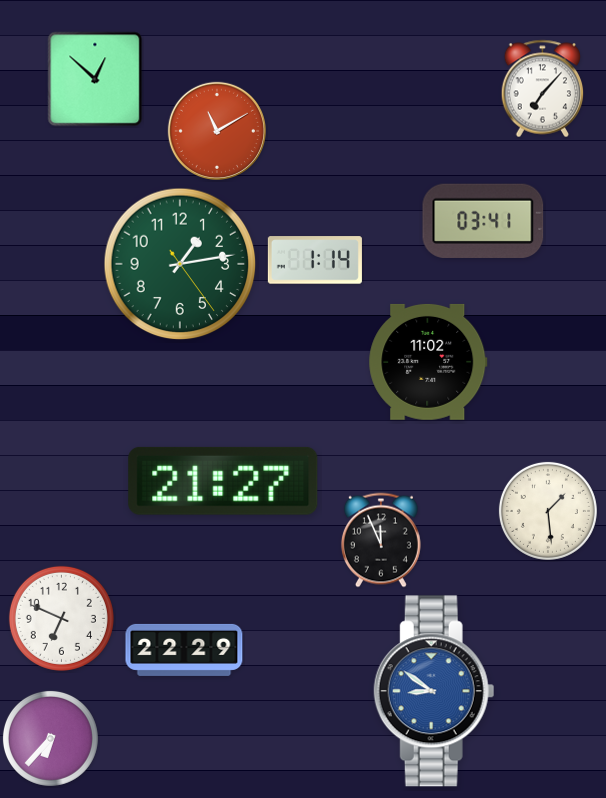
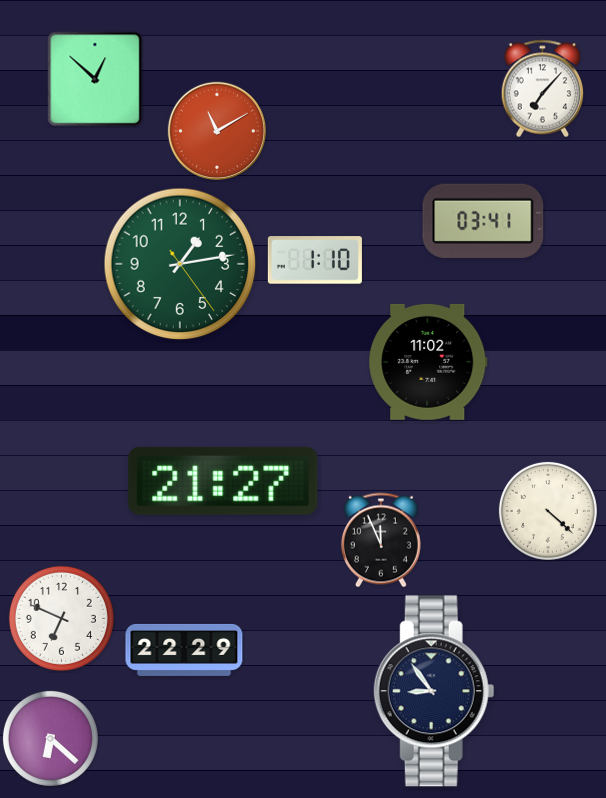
clock at (315, 260): 1:14 -> 1:10
clock at (548, 511): 1:29 -> 4:22
clock at (434, 691): 8:51 -> 8:54
clock at (434, 691) dial: blue -> navy
clock at (50, 738): 6:37 -> 6:22
